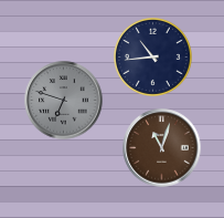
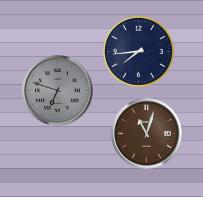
clock at (152, 56): 10:44 -> 7:44
